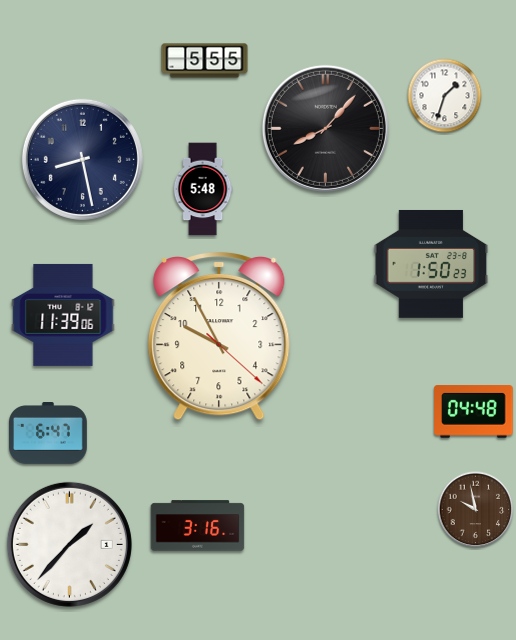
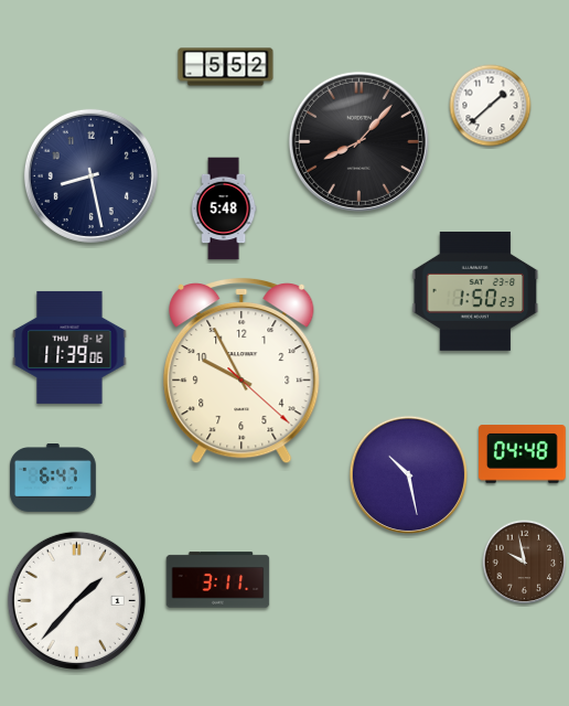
clock at (205, 61): 5:55 -> 5:52
clock at (445, 96): 1:33 -> 1:38
clock at (408, 474): none -> 10:28
clock at (198, 526): 3:16 -> 3:11
